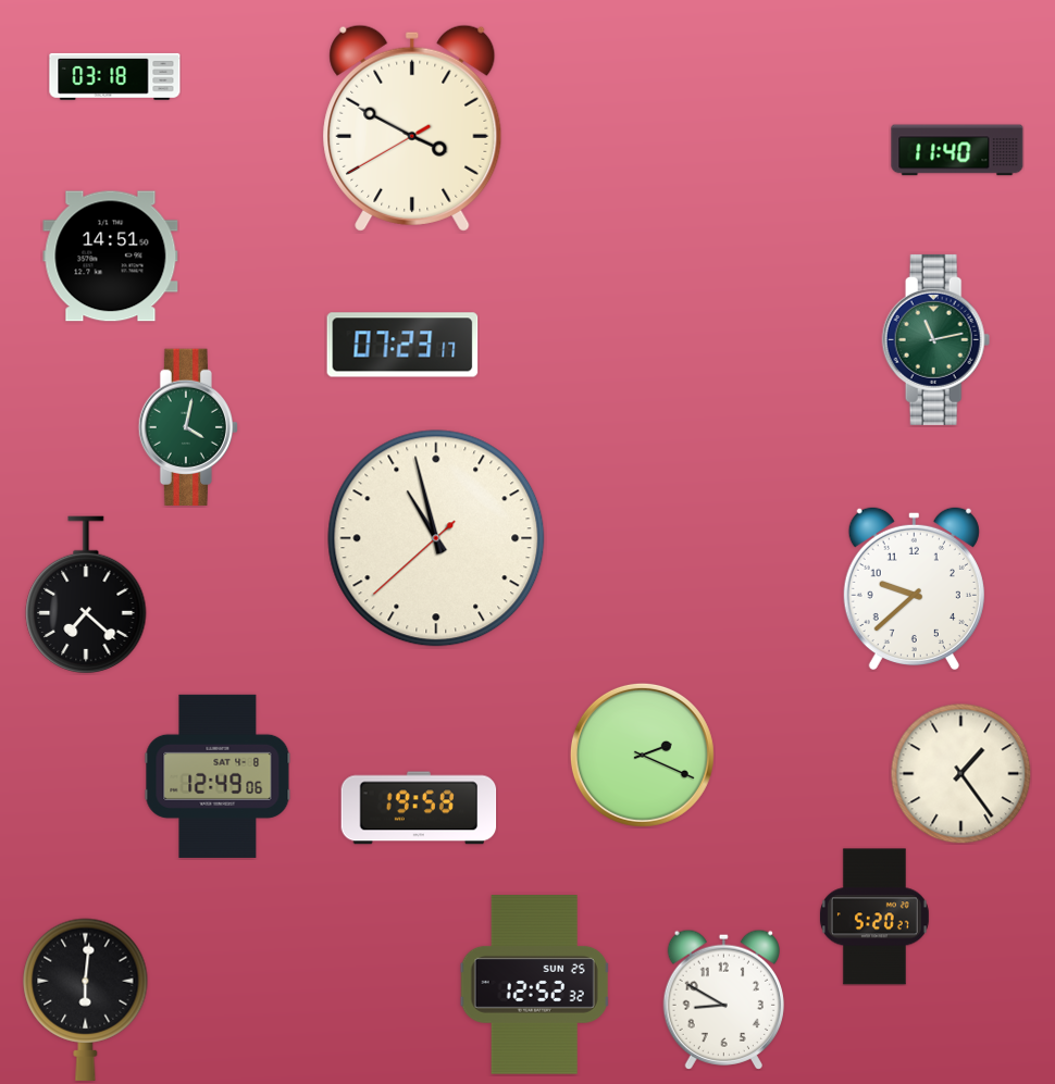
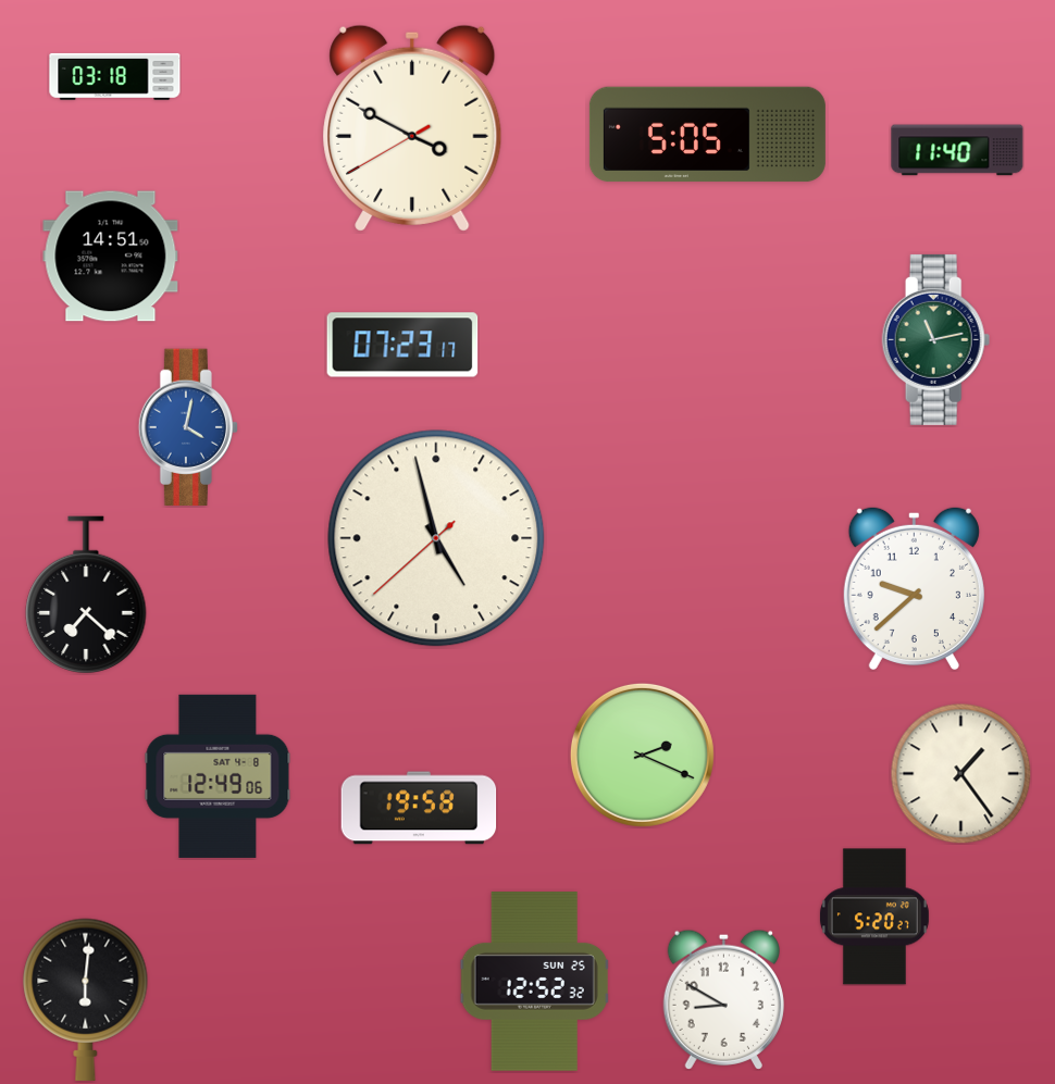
clock at (707, 135): none -> 5:05
clock at (187, 427) dial: green -> blue
clock at (436, 538): 10:57 -> 4:57
clock at (535, 985) position: (535, 985) -> (535, 982)
